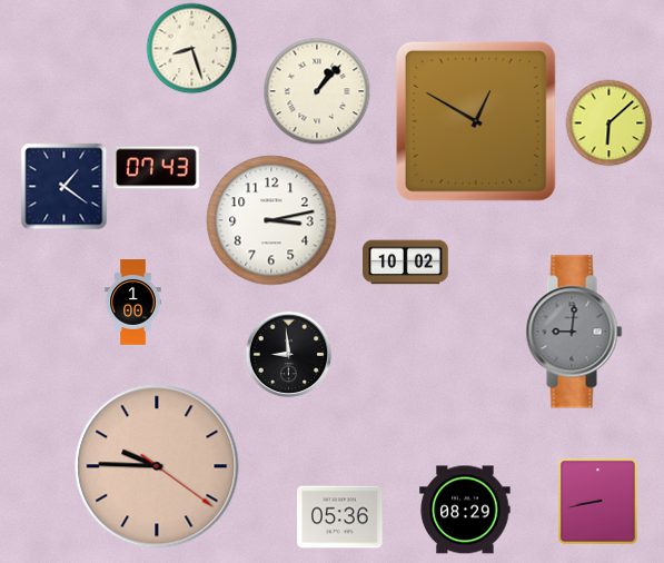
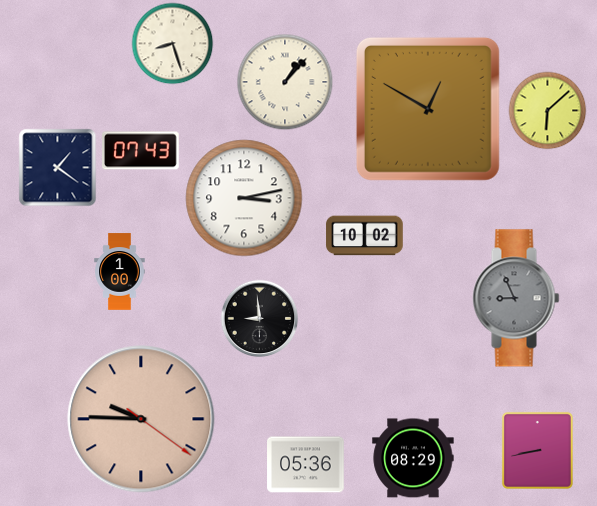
clock at (574, 332): 9:01 -> 8:56
clock at (465, 510) position: (465, 510) -> (413, 458)
